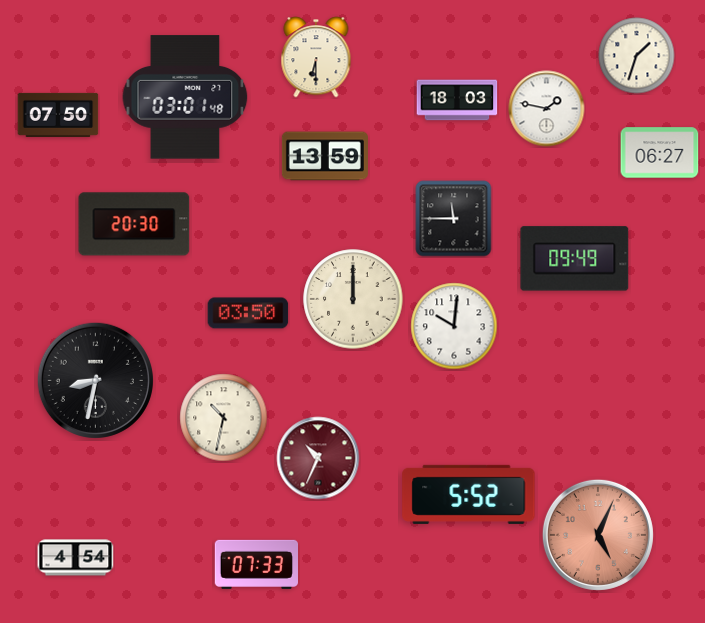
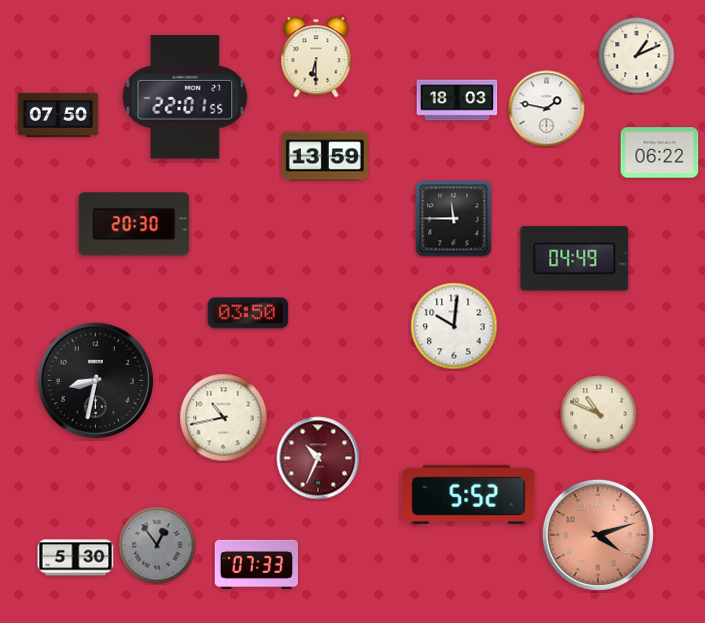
clock at (637, 56): 1:33 -> 1:11
clock at (185, 97): 03:01 -> 22:01
clock at (660, 153): 06:27 -> 06:22
clock at (575, 259): 09:49 -> 04:49
clock at (353, 299): 12:00 -> none
clock at (599, 414): none -> 10:49
clock at (224, 418): 10:32 -> 10:43
clock at (598, 535): 5:04 -> 4:12
clock at (157, 545): none -> 12:54
clock at (76, 558): 4:54 -> 5:30
